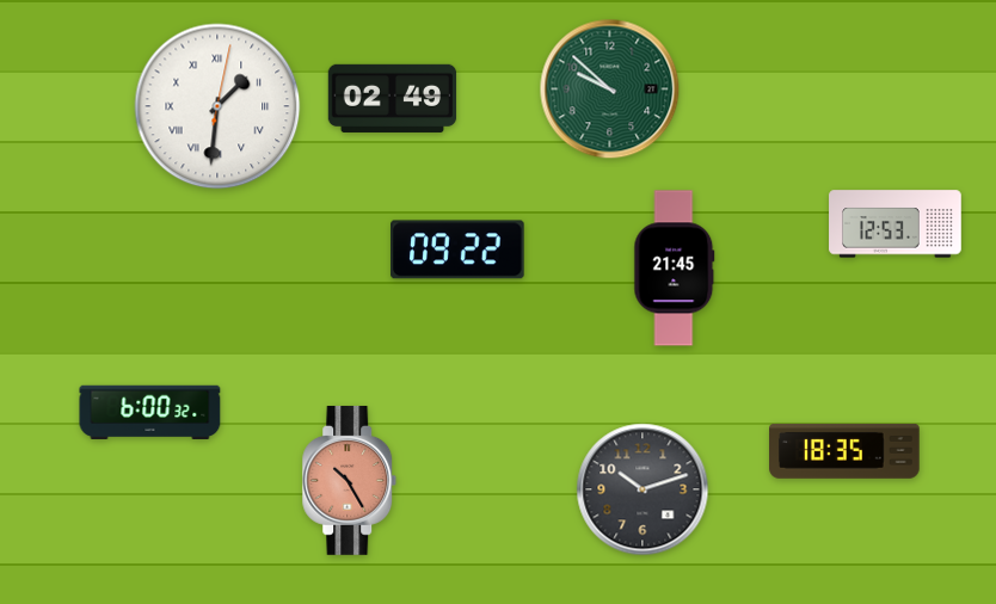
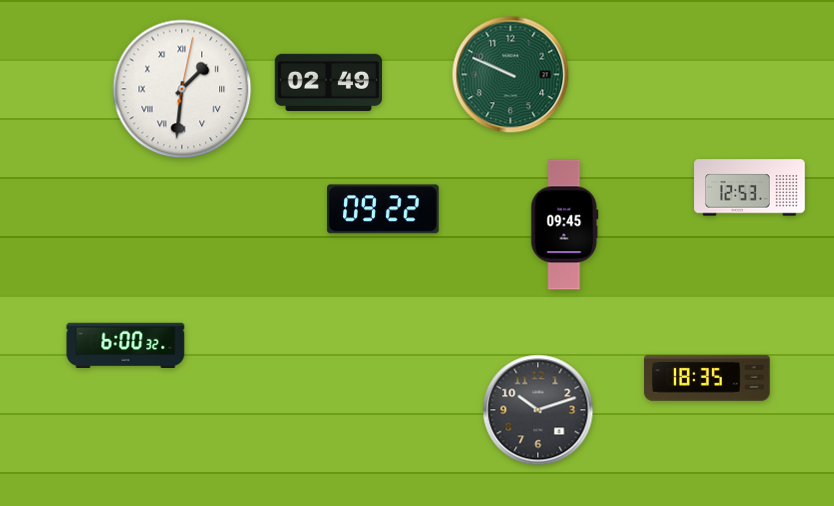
clock at (610, 90): 9:52 -> 9:49
clock at (675, 269): 21:45 -> 09:45
clock at (350, 480): 10:25 -> none
